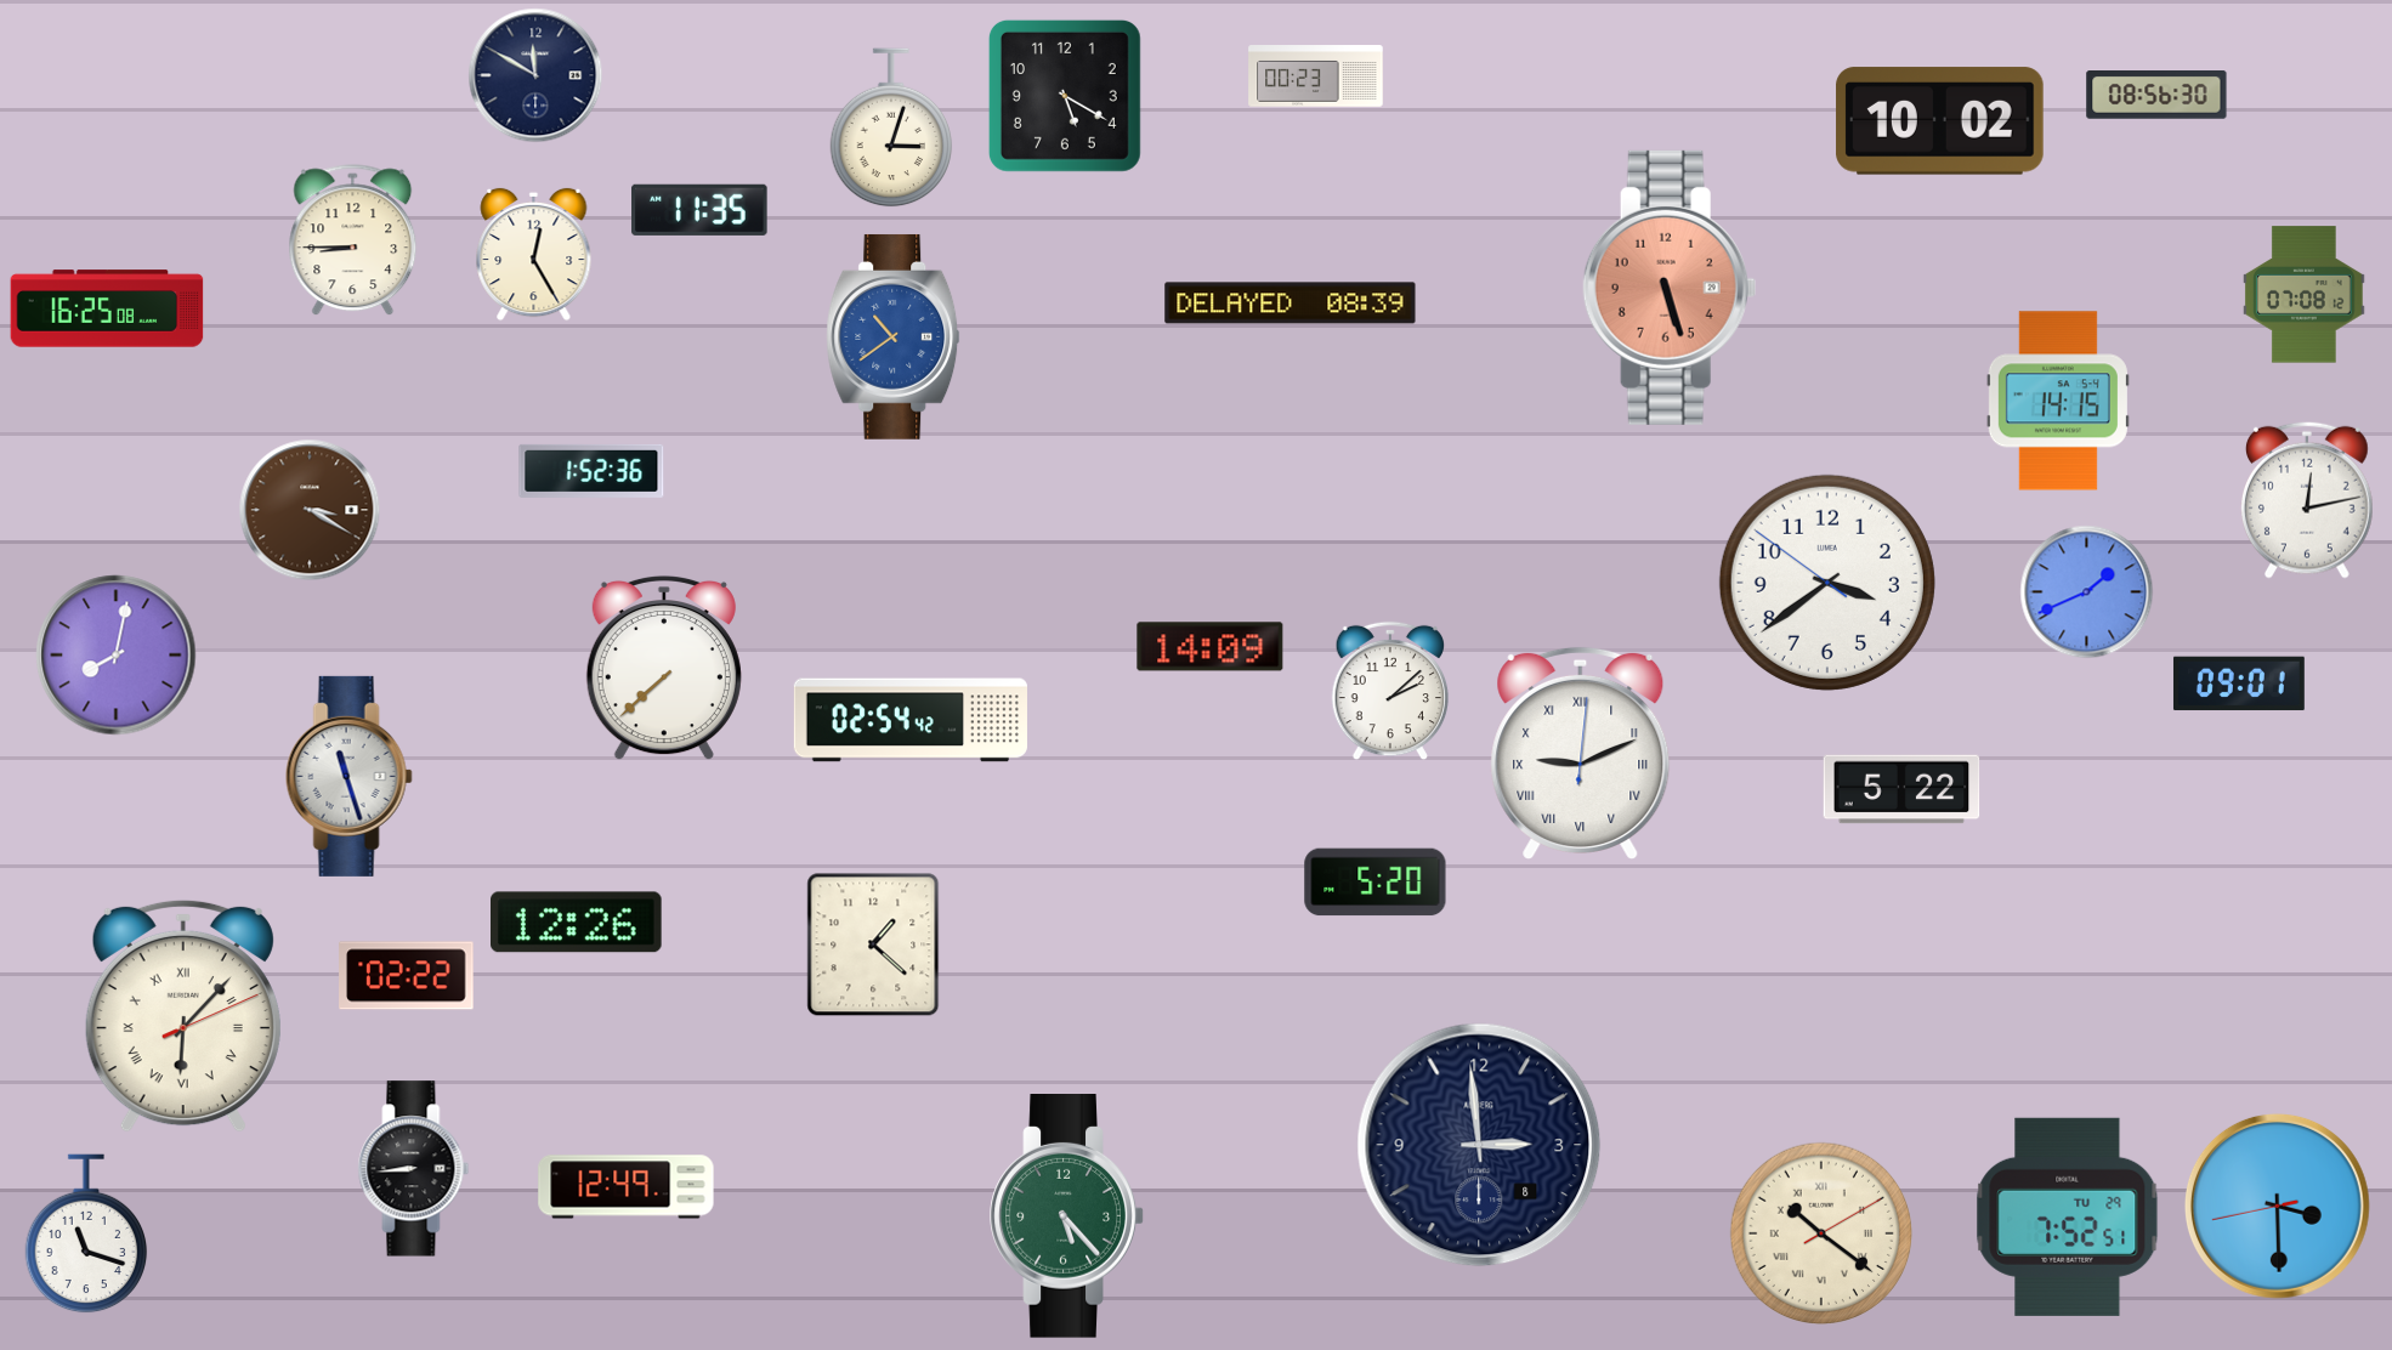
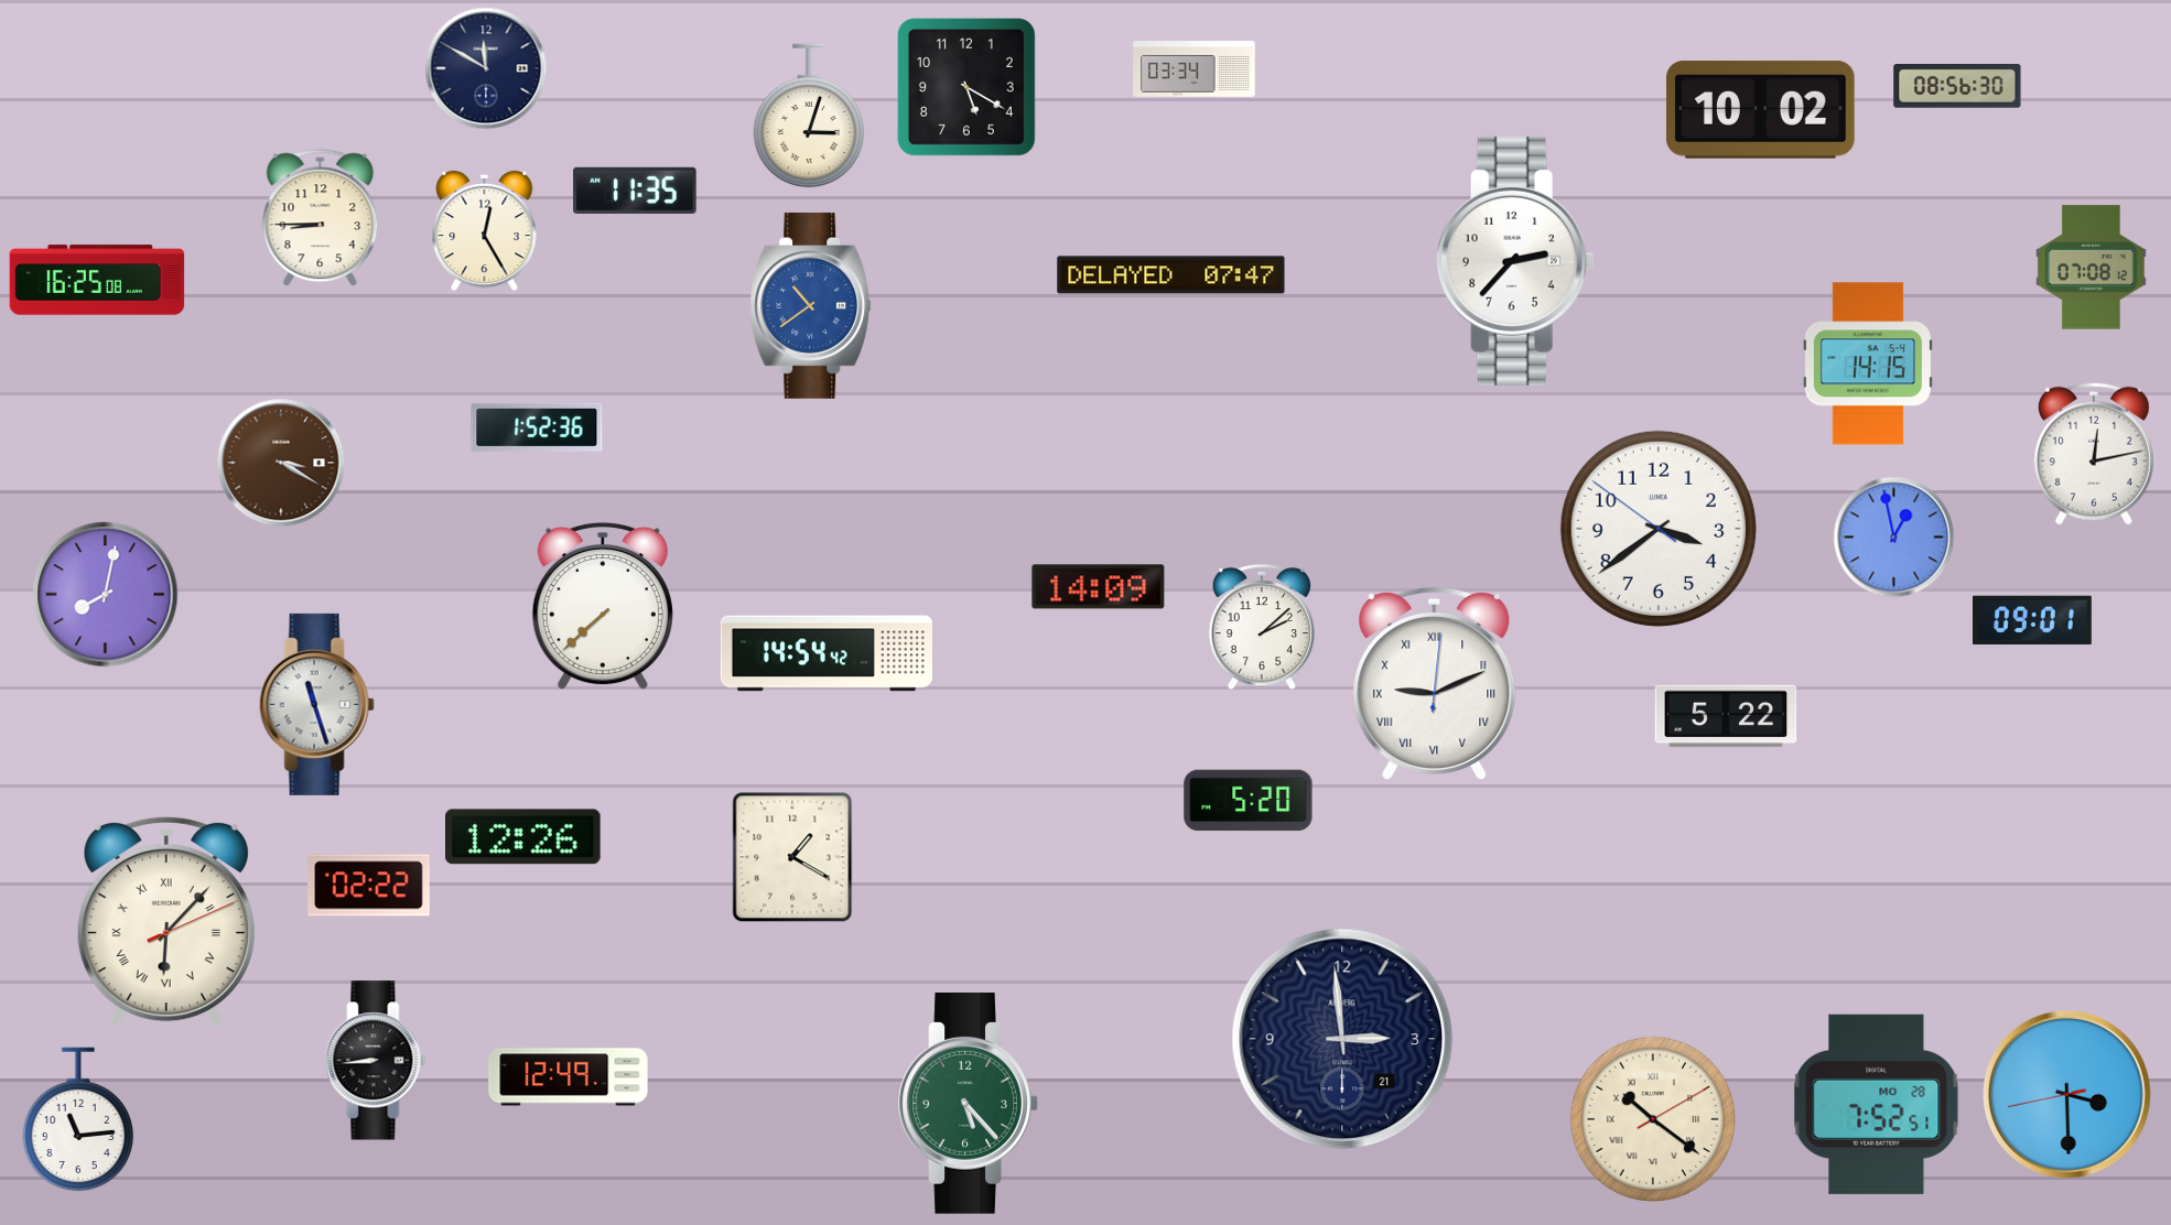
clock at (1316, 76): 00:23 -> 03:34
clock at (1670, 288): 5:27 -> 2:37
clock at (1670, 288) dial: salmon -> white
clock at (1291, 304): 08:39 -> 07:47
clock at (2087, 592): 1:41 -> 12:58
clock at (911, 720): 02:54 -> 14:54
clock at (873, 945): 1:22 -> 1:20
clock at (1479, 1145) date: 8 -> 21
clock at (2068, 1216) date: TU 29 -> MO 28
clock at (86, 1233): 11:18 -> 11:14
